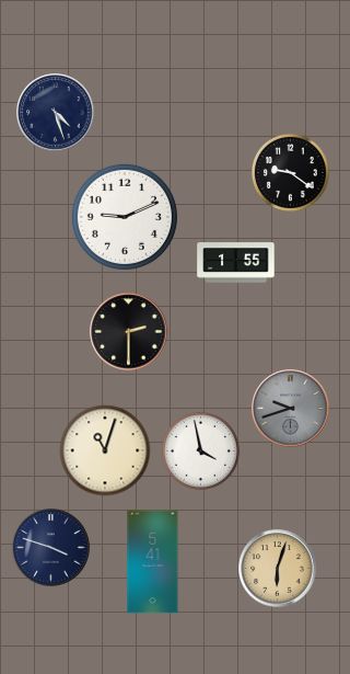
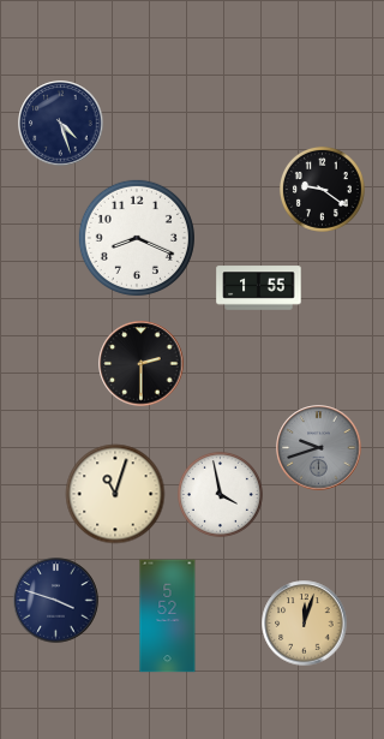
clock at (290, 172) position: (290, 172) -> (322, 189)
clock at (125, 217): 9:11 -> 8:19
clock at (153, 562): 5:41 -> 5:52
clock at (278, 569): 6:03 -> 12:03
